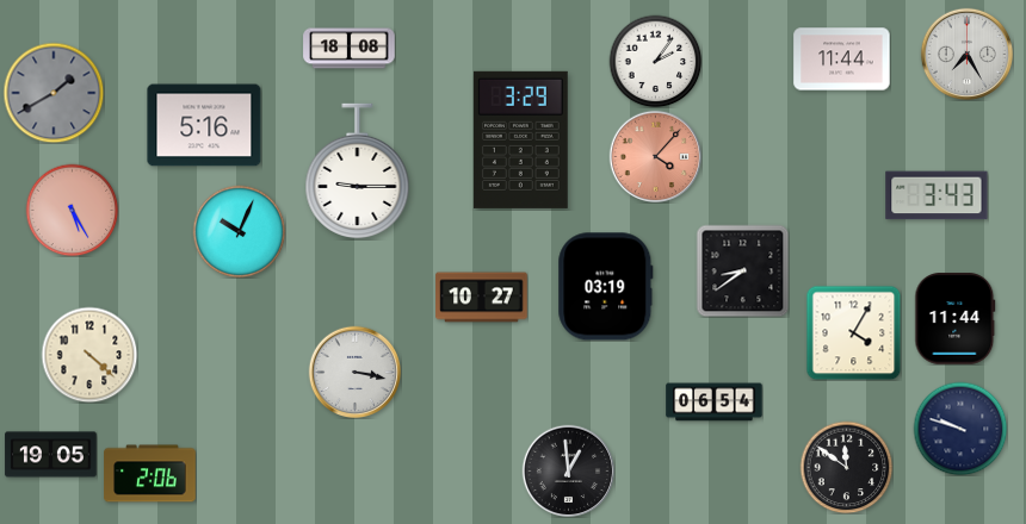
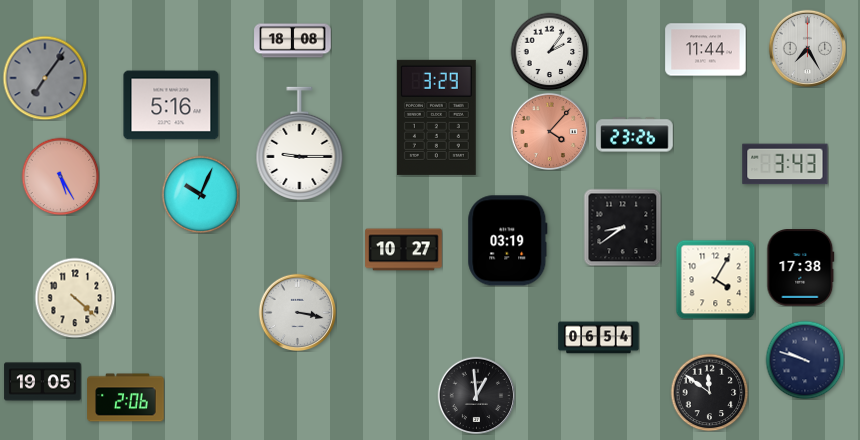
clock at (966, 54) position: (966, 54) -> (807, 48)
clock at (54, 93): 1:40 -> 7:06
clock at (635, 135): none -> 23:26
clock at (956, 319): 11:44 -> 17:38
